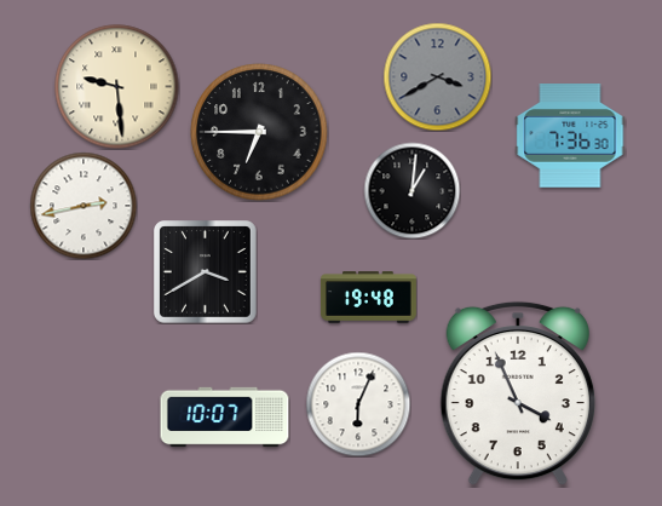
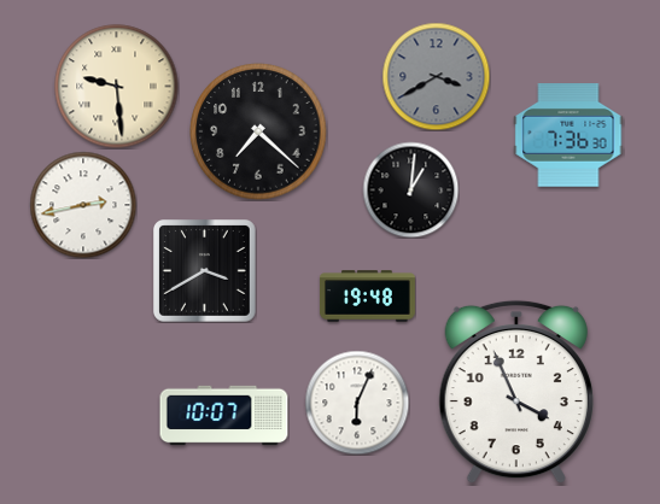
clock at (259, 132): 6:45 -> 7:22
